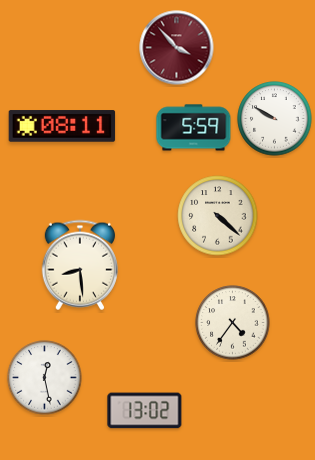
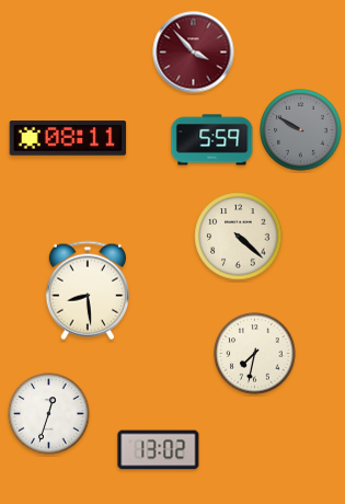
clock at (275, 119) dial: white -> grey
clock at (233, 323): 4:36 -> 7:32
clock at (45, 378): 12:28 -> 12:33
